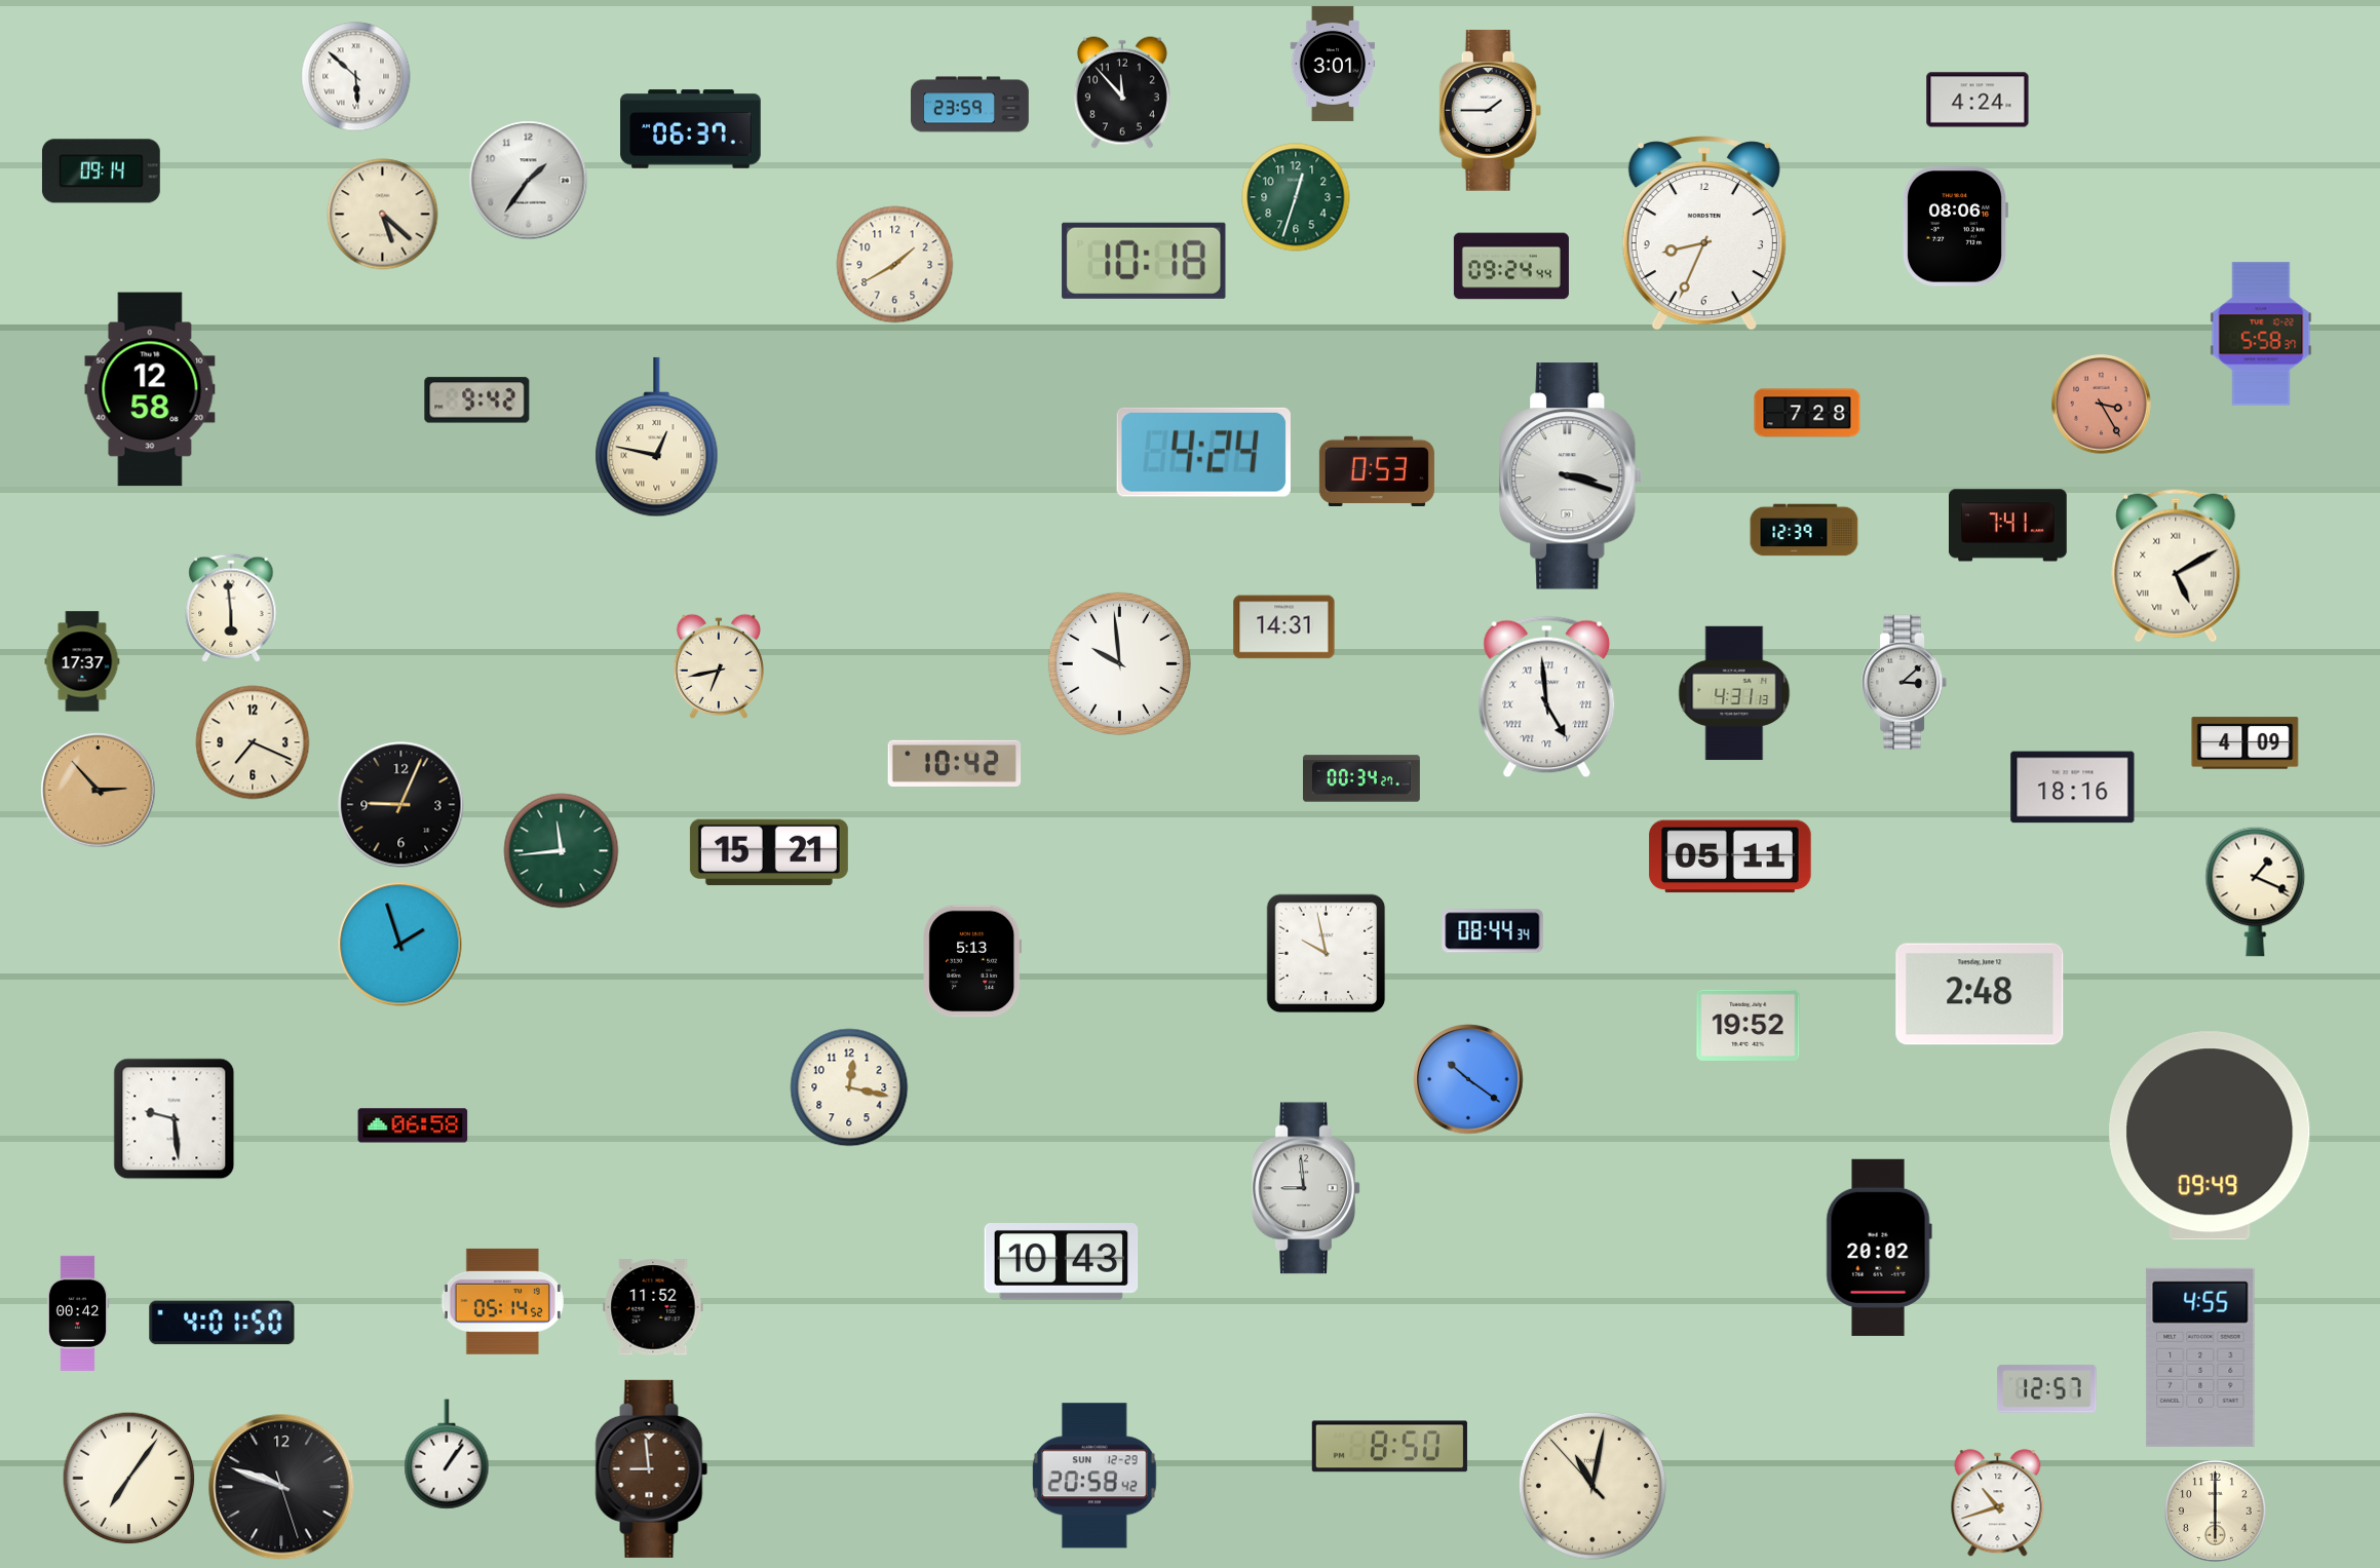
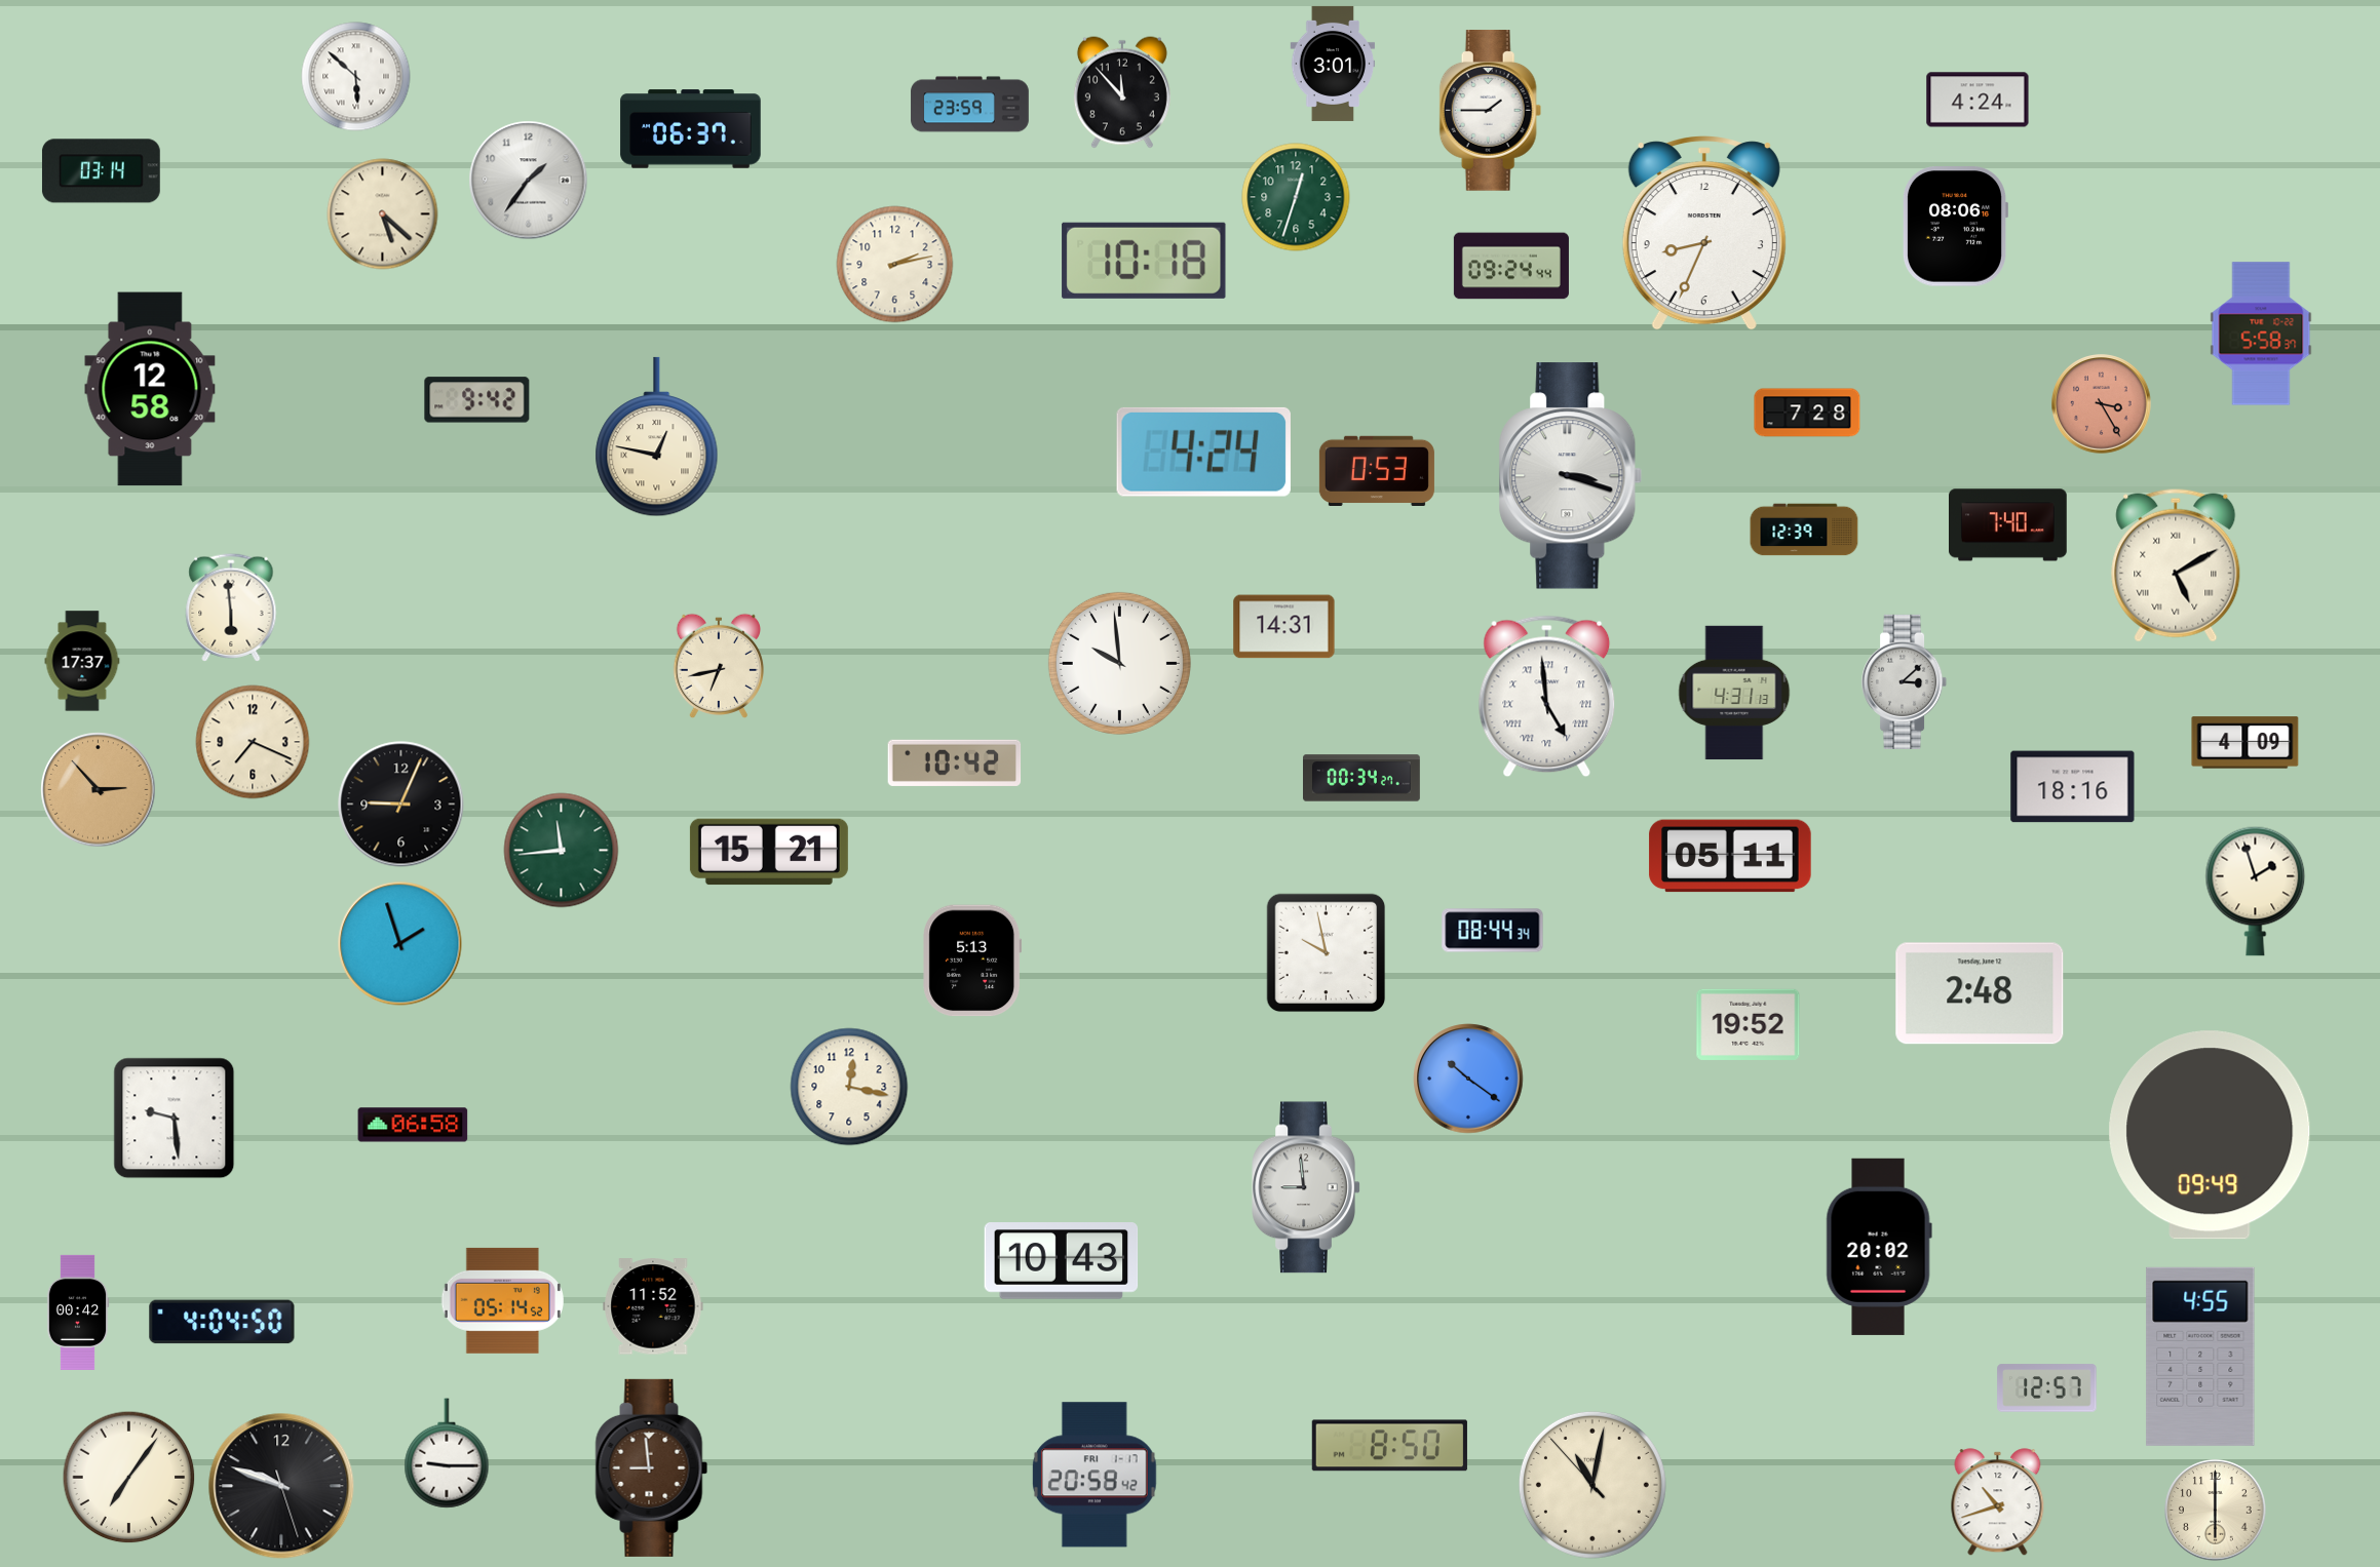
clock at (101, 171): 09:14 -> 03:14
clock at (895, 265): 1:40 -> 2:13
clock at (2008, 526): 7:41 -> 7:40
clock at (2256, 891): 1:19 -> 1:57
clock at (222, 1323): 4:01 -> 4:04
clock at (447, 1454): 1:06 -> 9:15
clock at (1095, 1476) date: SUN 12-29 -> FRI 1-17
